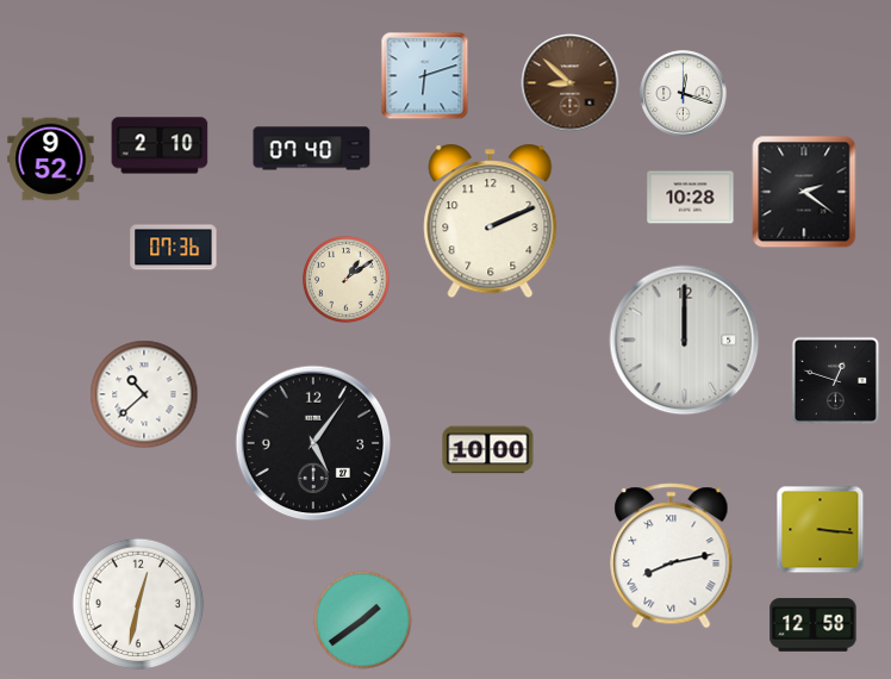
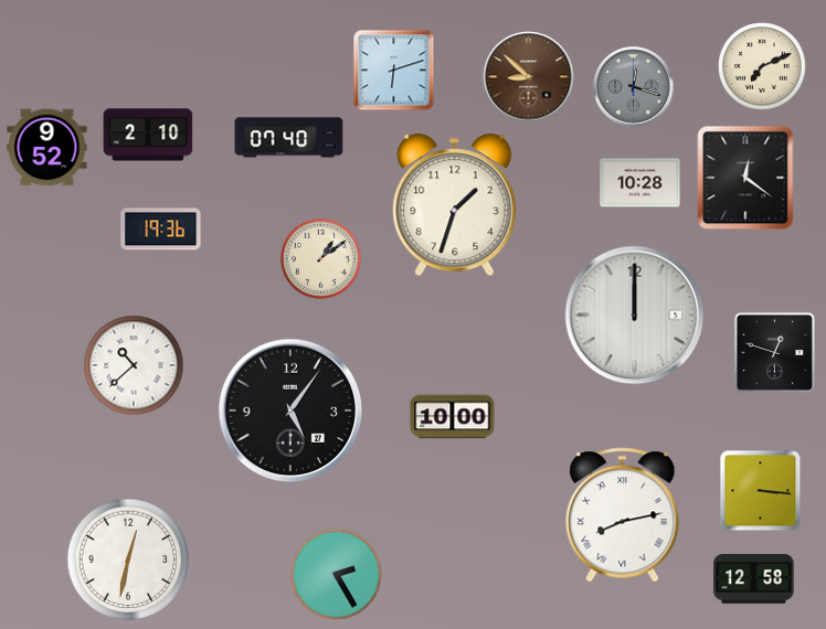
clock at (762, 66): none -> 7:11
clock at (684, 94) dial: white -> grey
clock at (804, 192): 2:21 -> 12:21
clock at (491, 222): 2:11 -> 1:33
clock at (174, 248): 07:36 -> 19:36
clock at (363, 621): 1:39 -> 2:25
